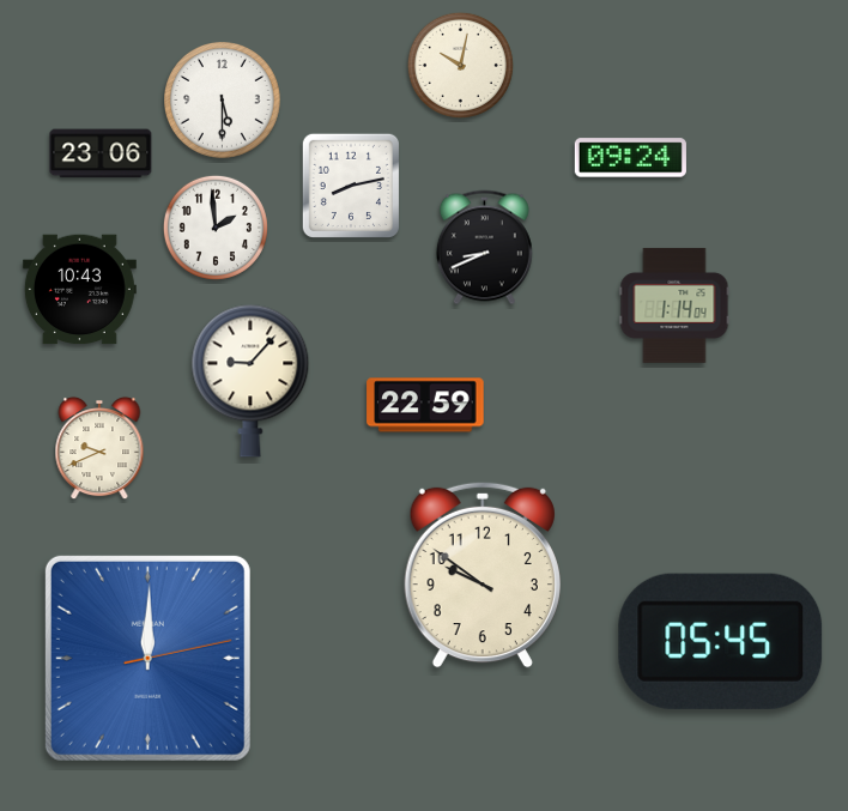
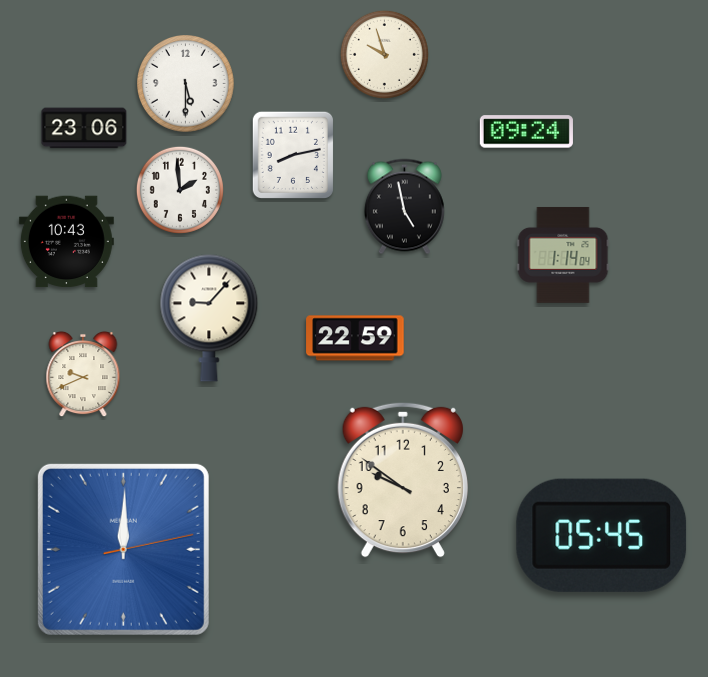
clock at (460, 65): 10:02 -> 9:57
clock at (484, 248): 8:41 -> 4:58
